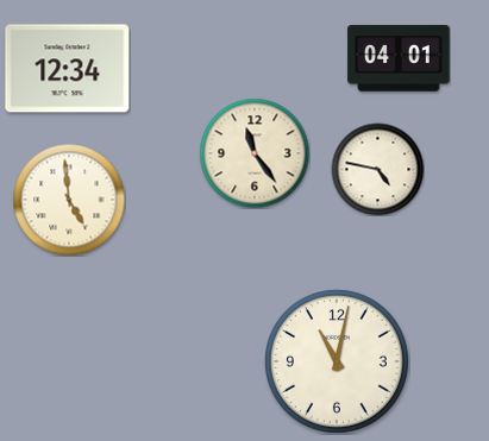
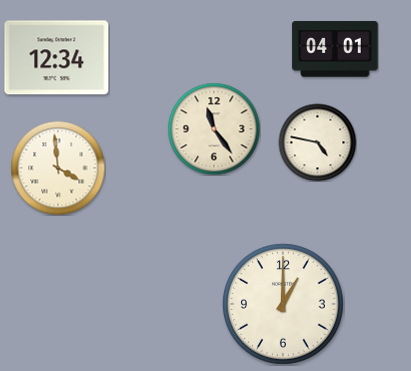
clock at (69, 200): 4:59 -> 3:59
clock at (337, 361): 11:02 -> 1:00
